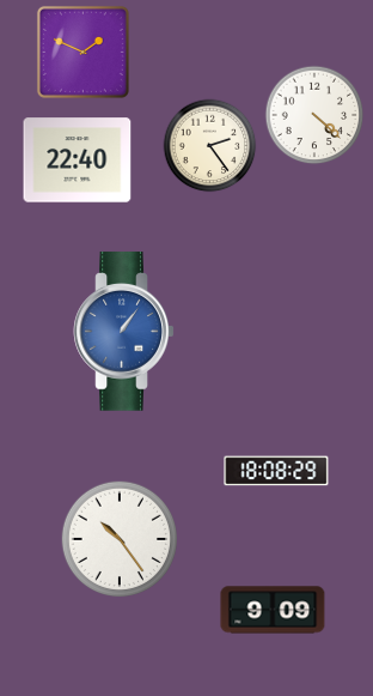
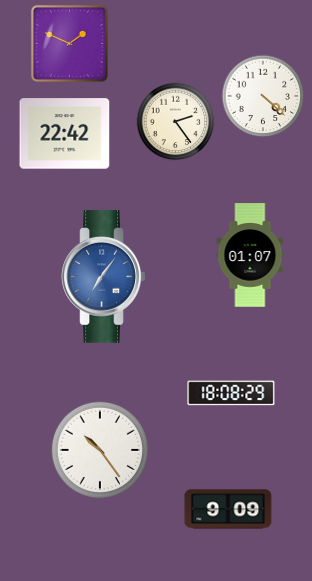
clock at (78, 161): 22:40 -> 22:42
clock at (250, 255): none -> 01:07
clock at (124, 332): 1:06 -> 7:06
